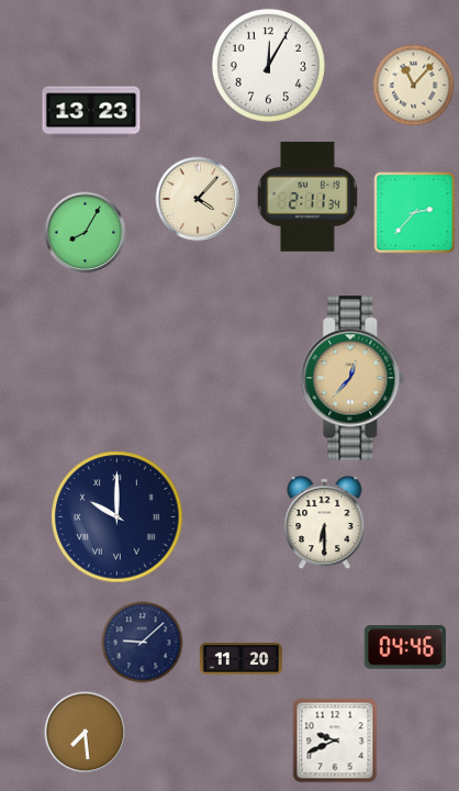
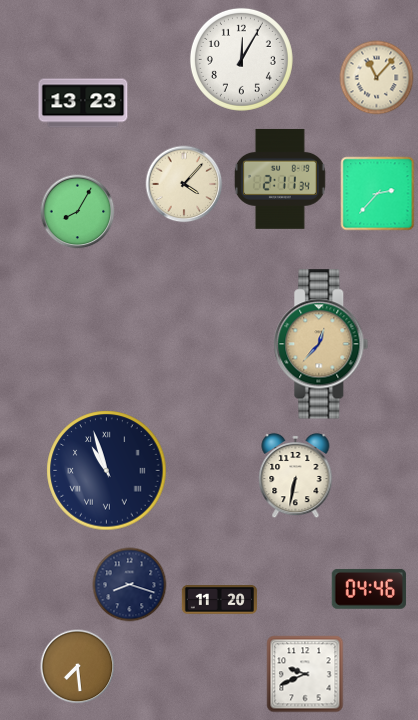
clock at (268, 65) position: (268, 65) -> (241, 59)
clock at (198, 199) position: (198, 199) -> (184, 184)
clock at (117, 517): 10:00 -> 10:57
clock at (325, 523): 6:30 -> 6:32
clock at (143, 643): 9:08 -> 8:18
